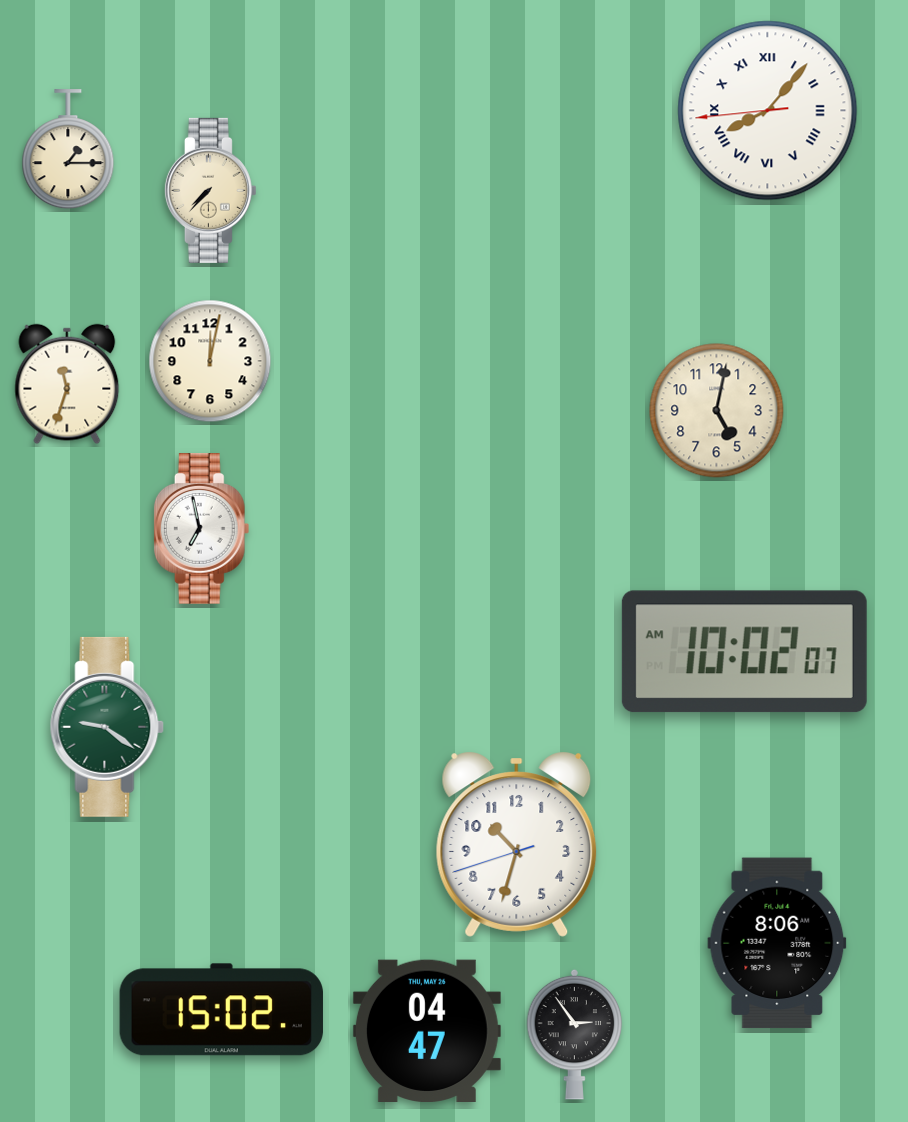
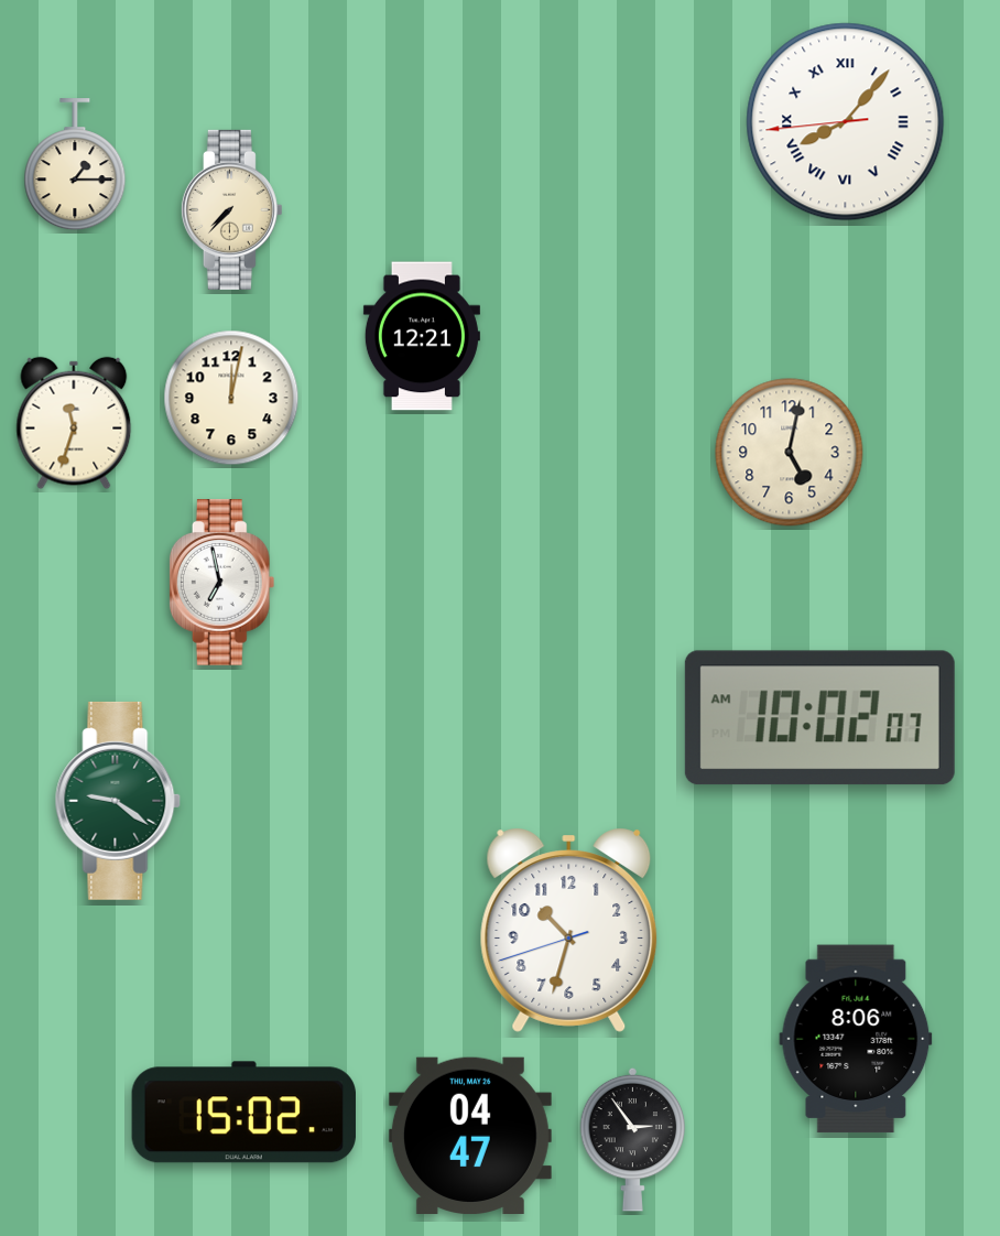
clock at (422, 336): none -> 12:21
